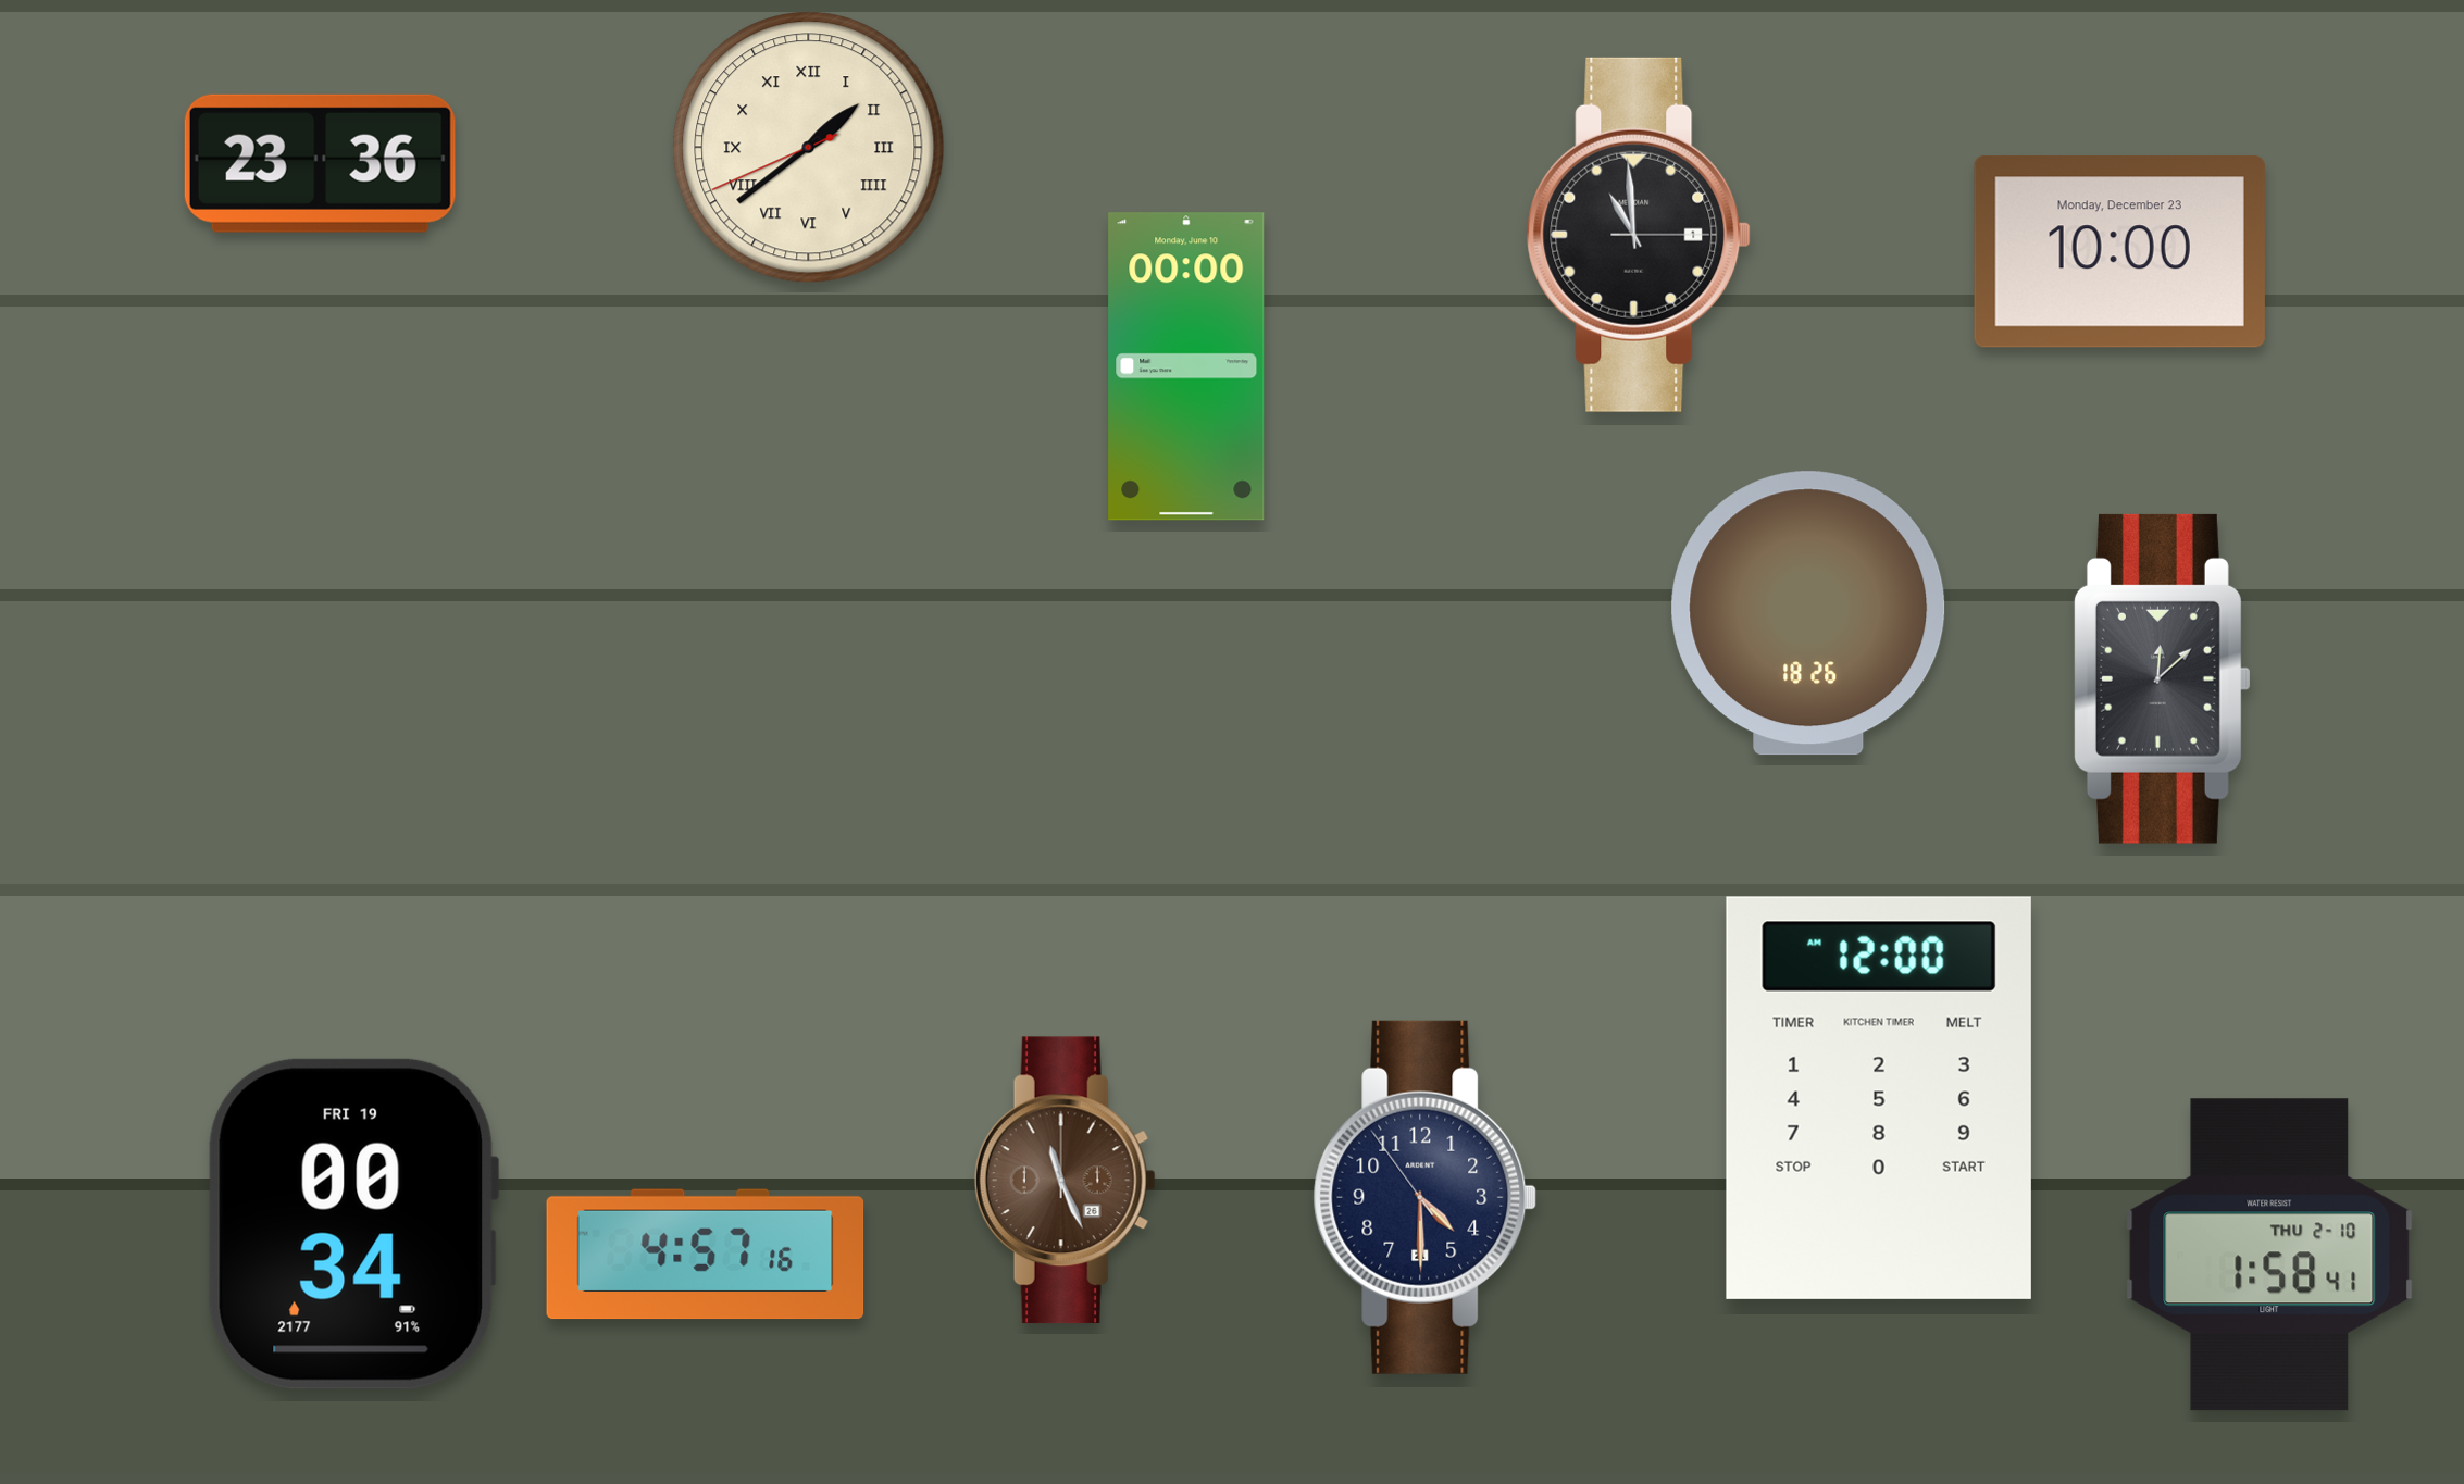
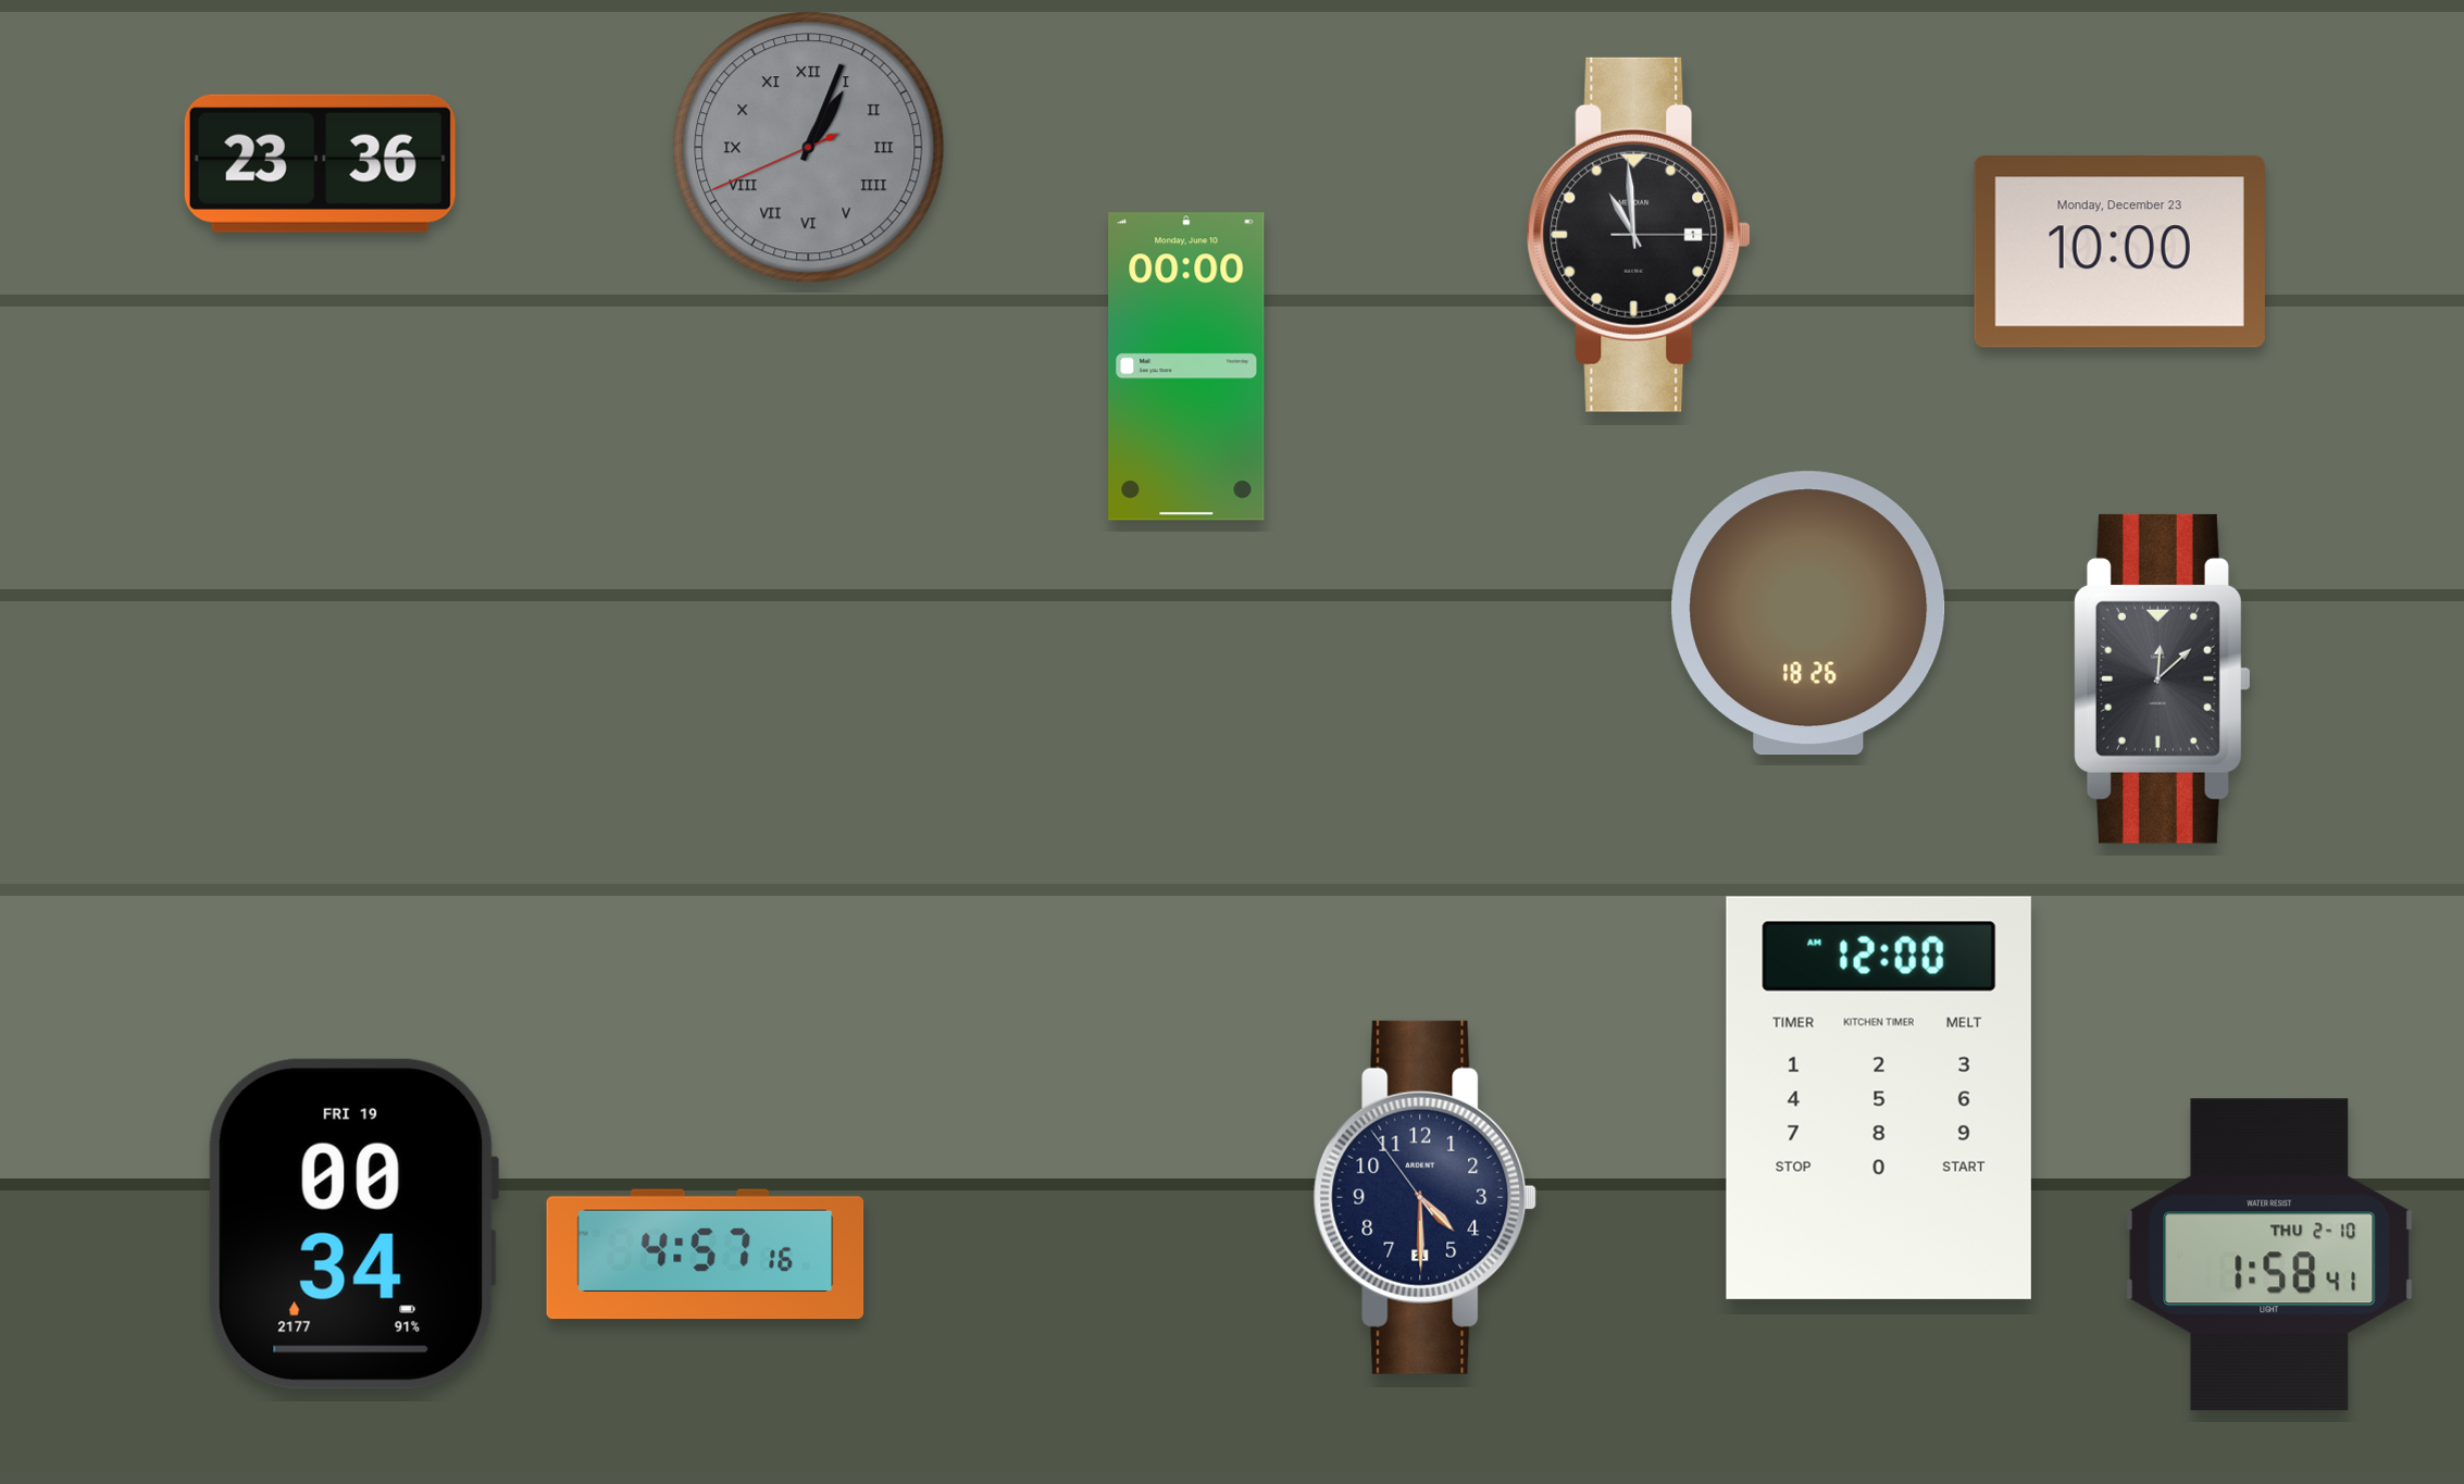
clock at (809, 148): 1:38 -> 1:03
clock at (809, 148) dial: cream -> grey
clock at (1065, 1181): 11:26 -> none
